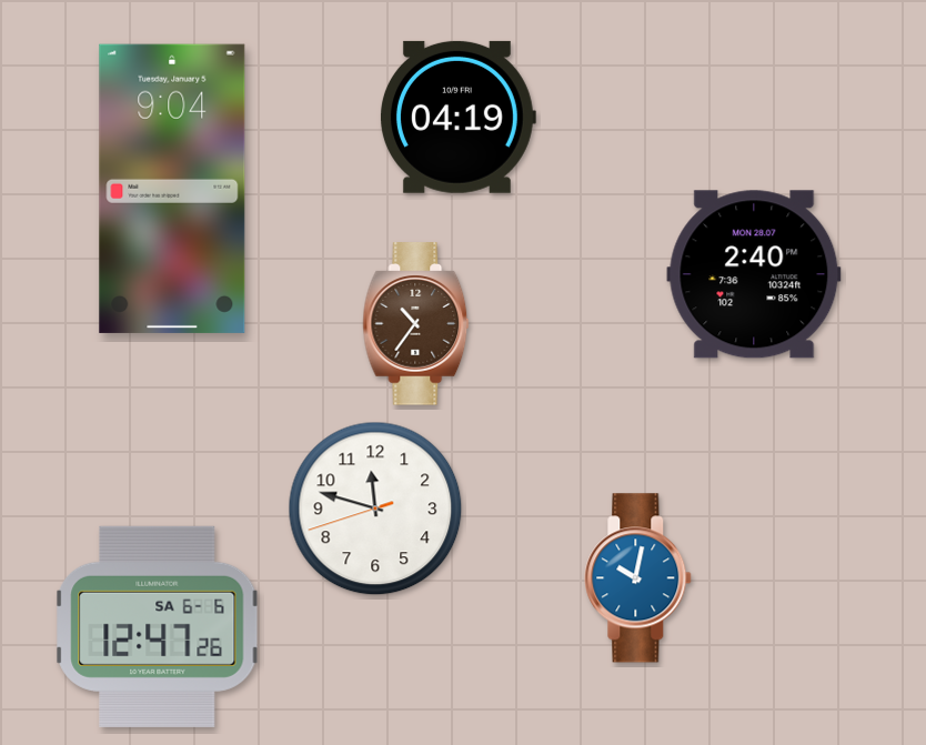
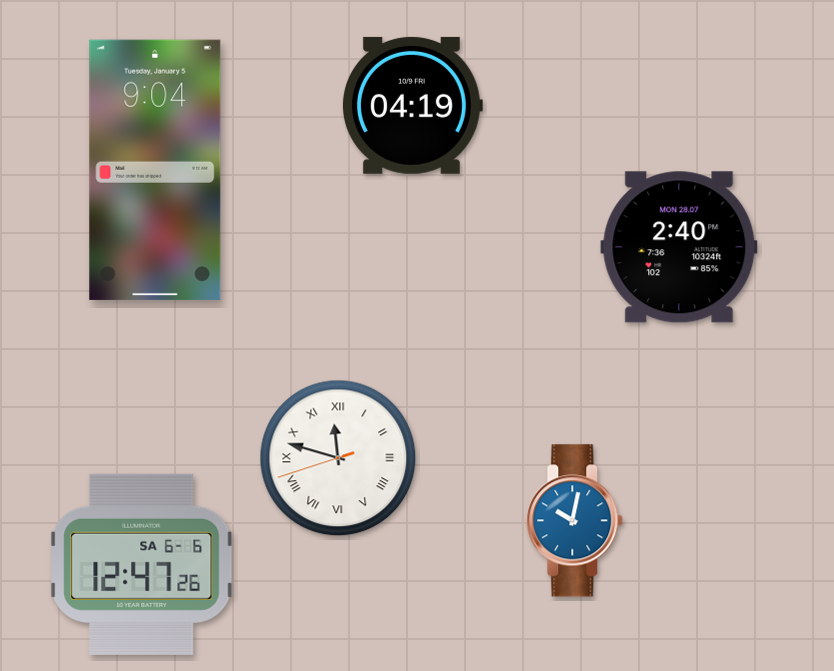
clock at (416, 324): 10:36 -> none
clock at (375, 509) numerals: Arabic -> Roman
